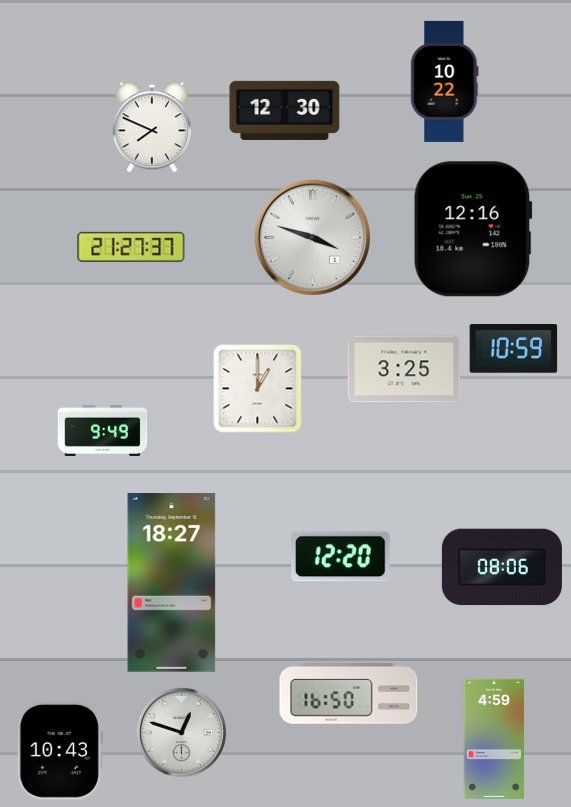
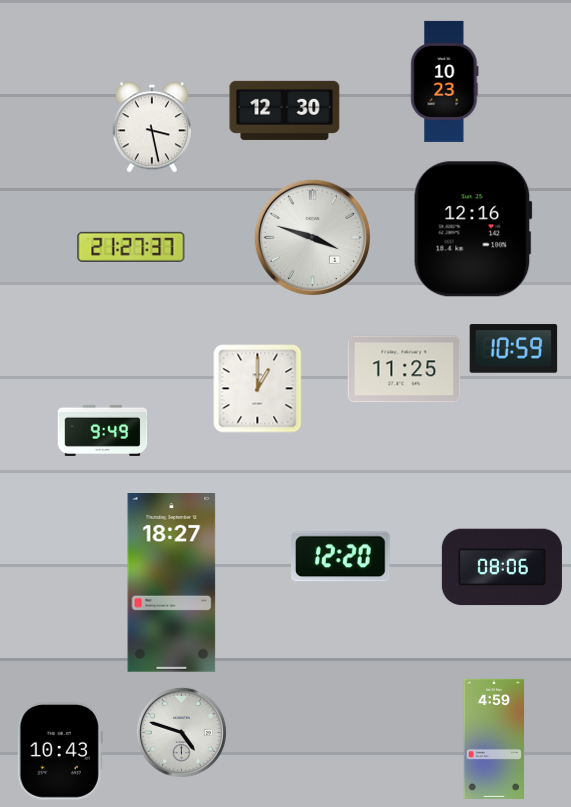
clock at (445, 81): 10:22 -> 10:23
clock at (152, 127): 7:49 -> 3:28
clock at (404, 369): 3:25 -> 11:25
clock at (349, 694): 16:50 -> none
clock at (181, 732): 12:48 -> 4:48
